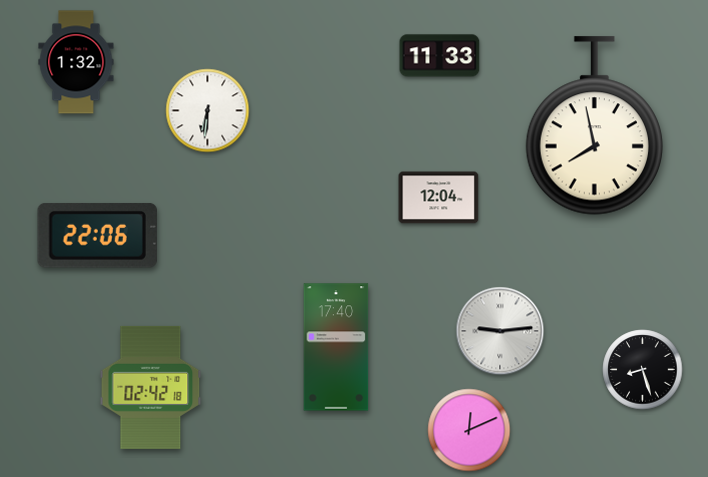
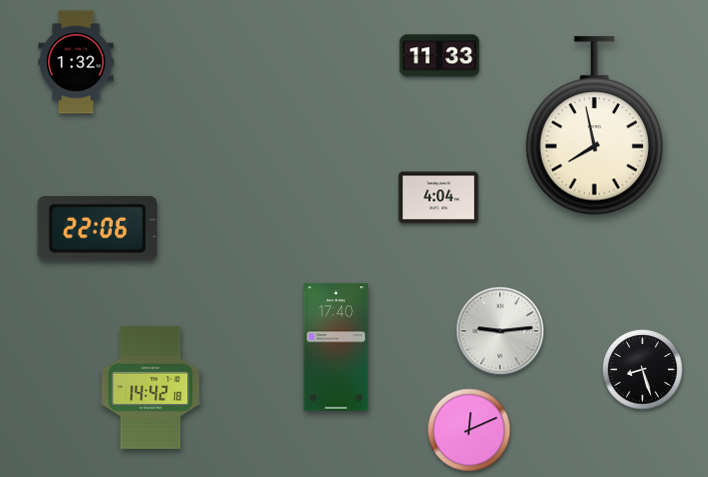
clock at (208, 111): 6:31 -> none
clock at (439, 198): 12:04 -> 4:04
clock at (97, 235) position: (97, 235) -> (97, 228)
clock at (151, 387): 02:42 -> 14:42
